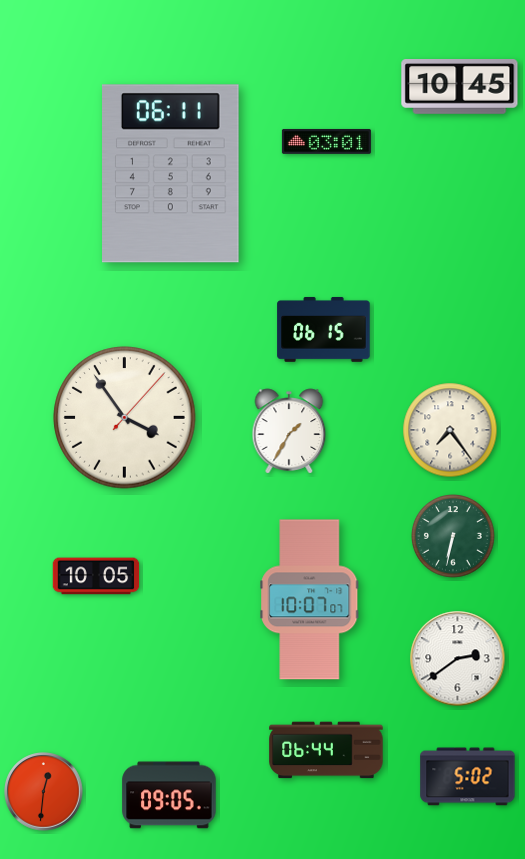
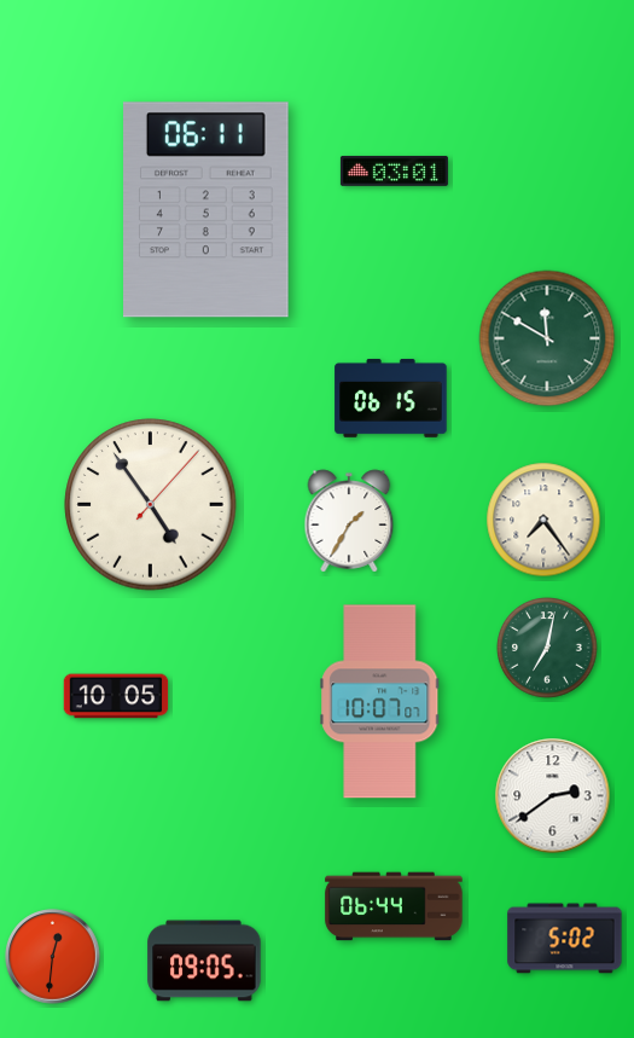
clock at (460, 87): 10:45 -> none
clock at (547, 338): none -> 11:50
clock at (125, 418): 3:54 -> 4:54
clock at (454, 537): 6:32 -> 7:02
clock at (310, 600) position: (310, 600) -> (380, 702)
